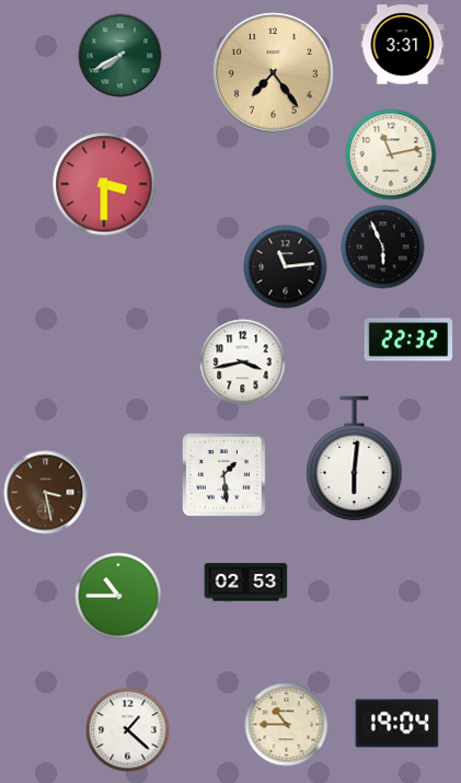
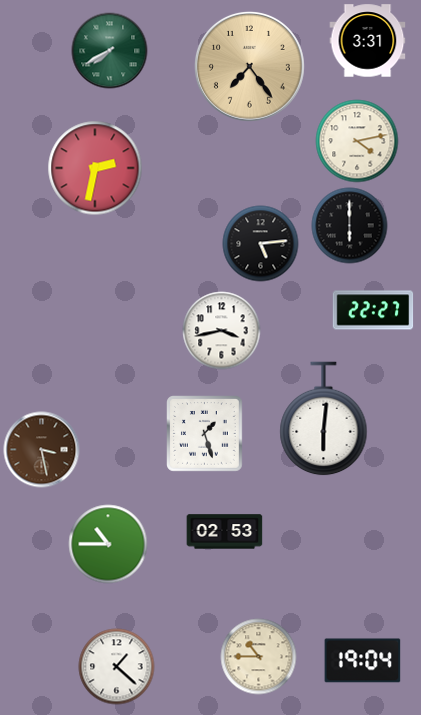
clock at (391, 154): 11:13 -> 4:13
clock at (104, 184): 3:30 -> 2:32
clock at (383, 247): 5:56 -> 6:00
clock at (286, 267): 11:14 -> 5:14
clock at (408, 339): 22:32 -> 22:27
clock at (224, 475): 1:29 -> 1:27
clock at (287, 725) position: (287, 725) -> (259, 657)
